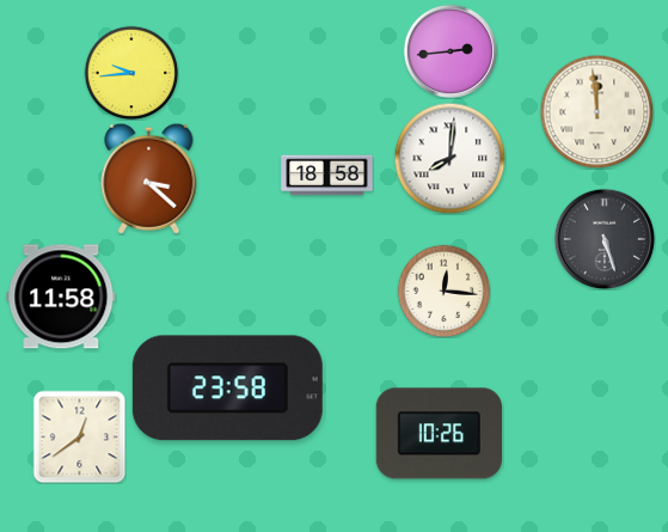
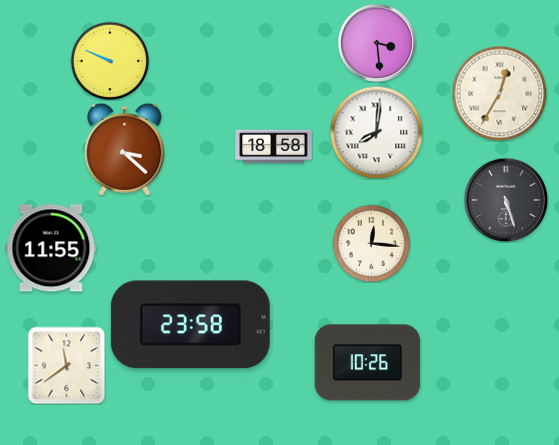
clock at (451, 51): 2:44 -> 3:29
clock at (131, 73): 9:44 -> 9:49
clock at (596, 111): 11:59 -> 12:35
clock at (61, 296): 11:58 -> 11:55
clock at (79, 436): 12:39 -> 11:39
